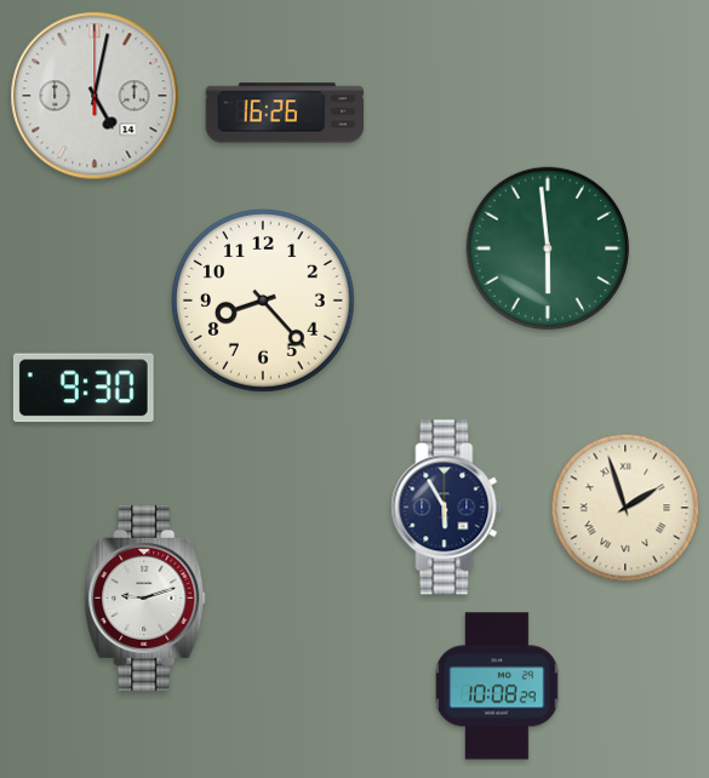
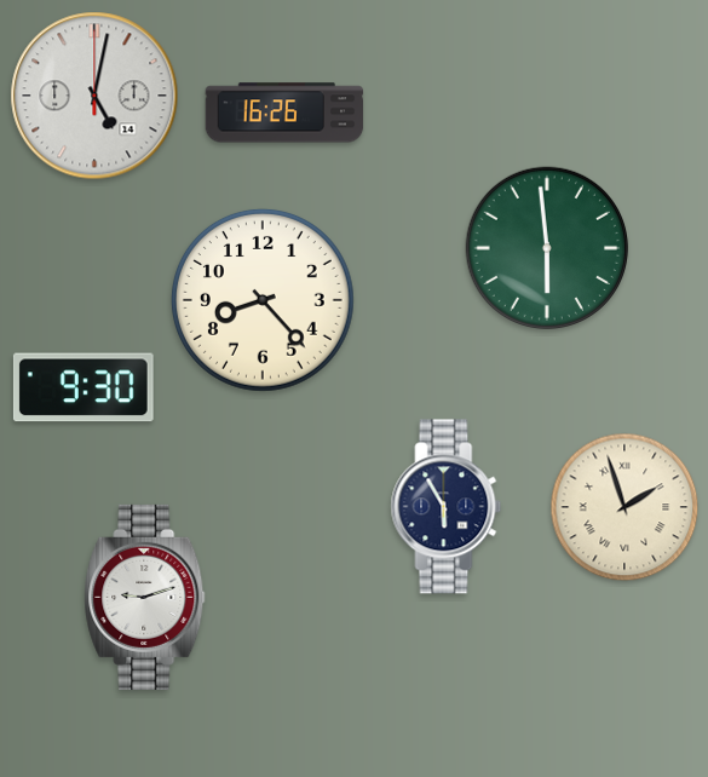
clock at (497, 686): 10:08 -> none
